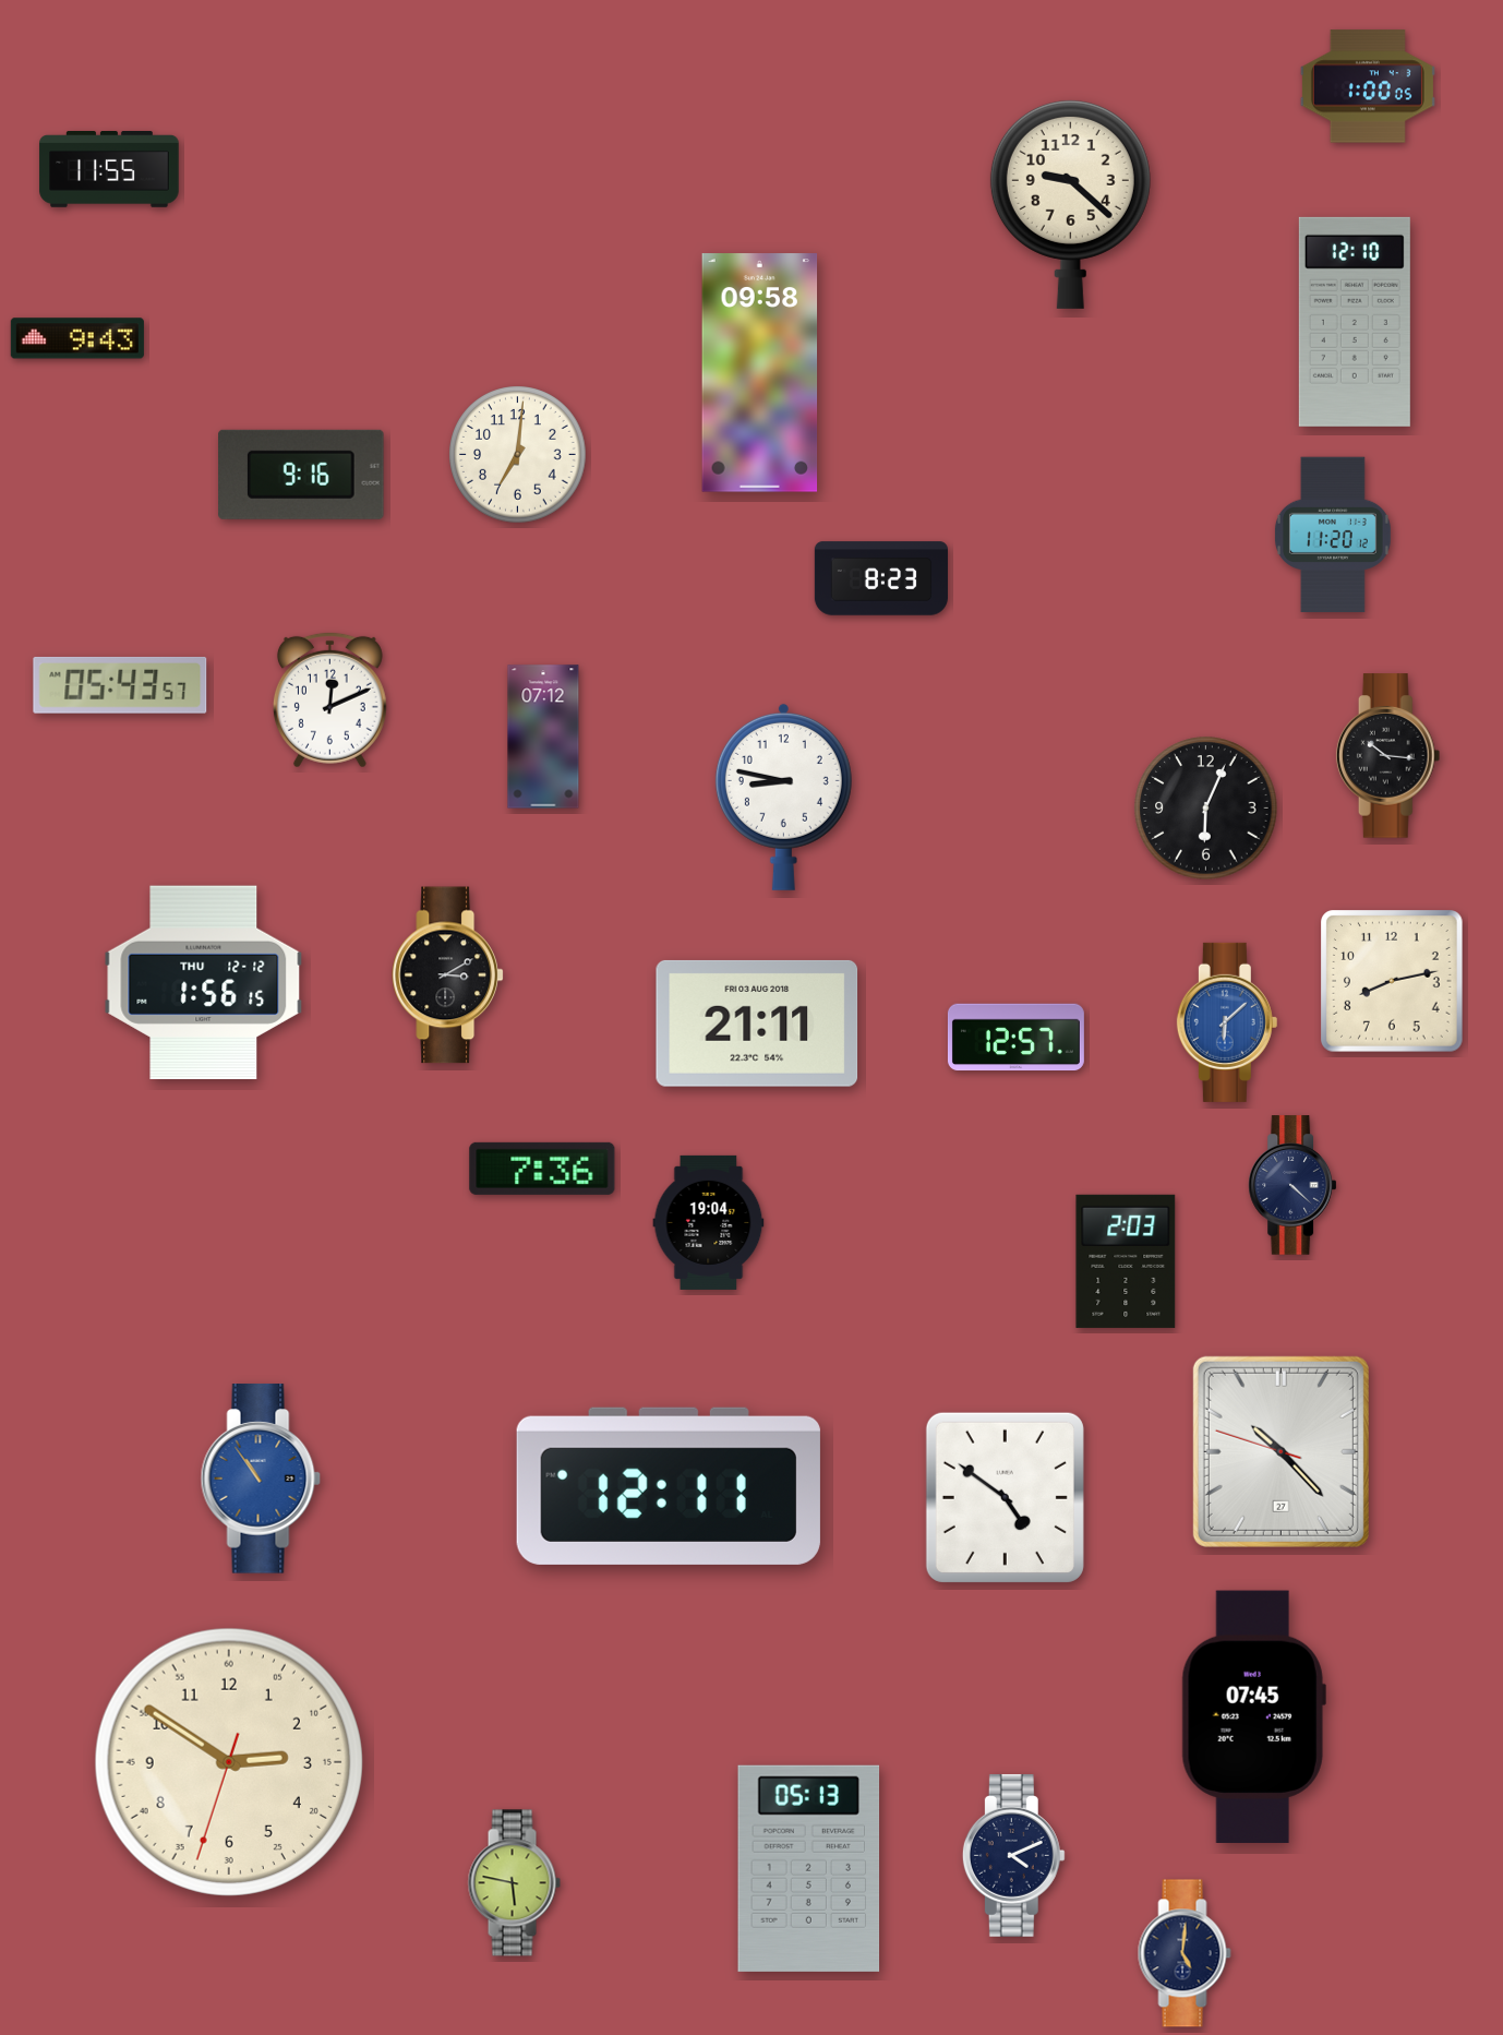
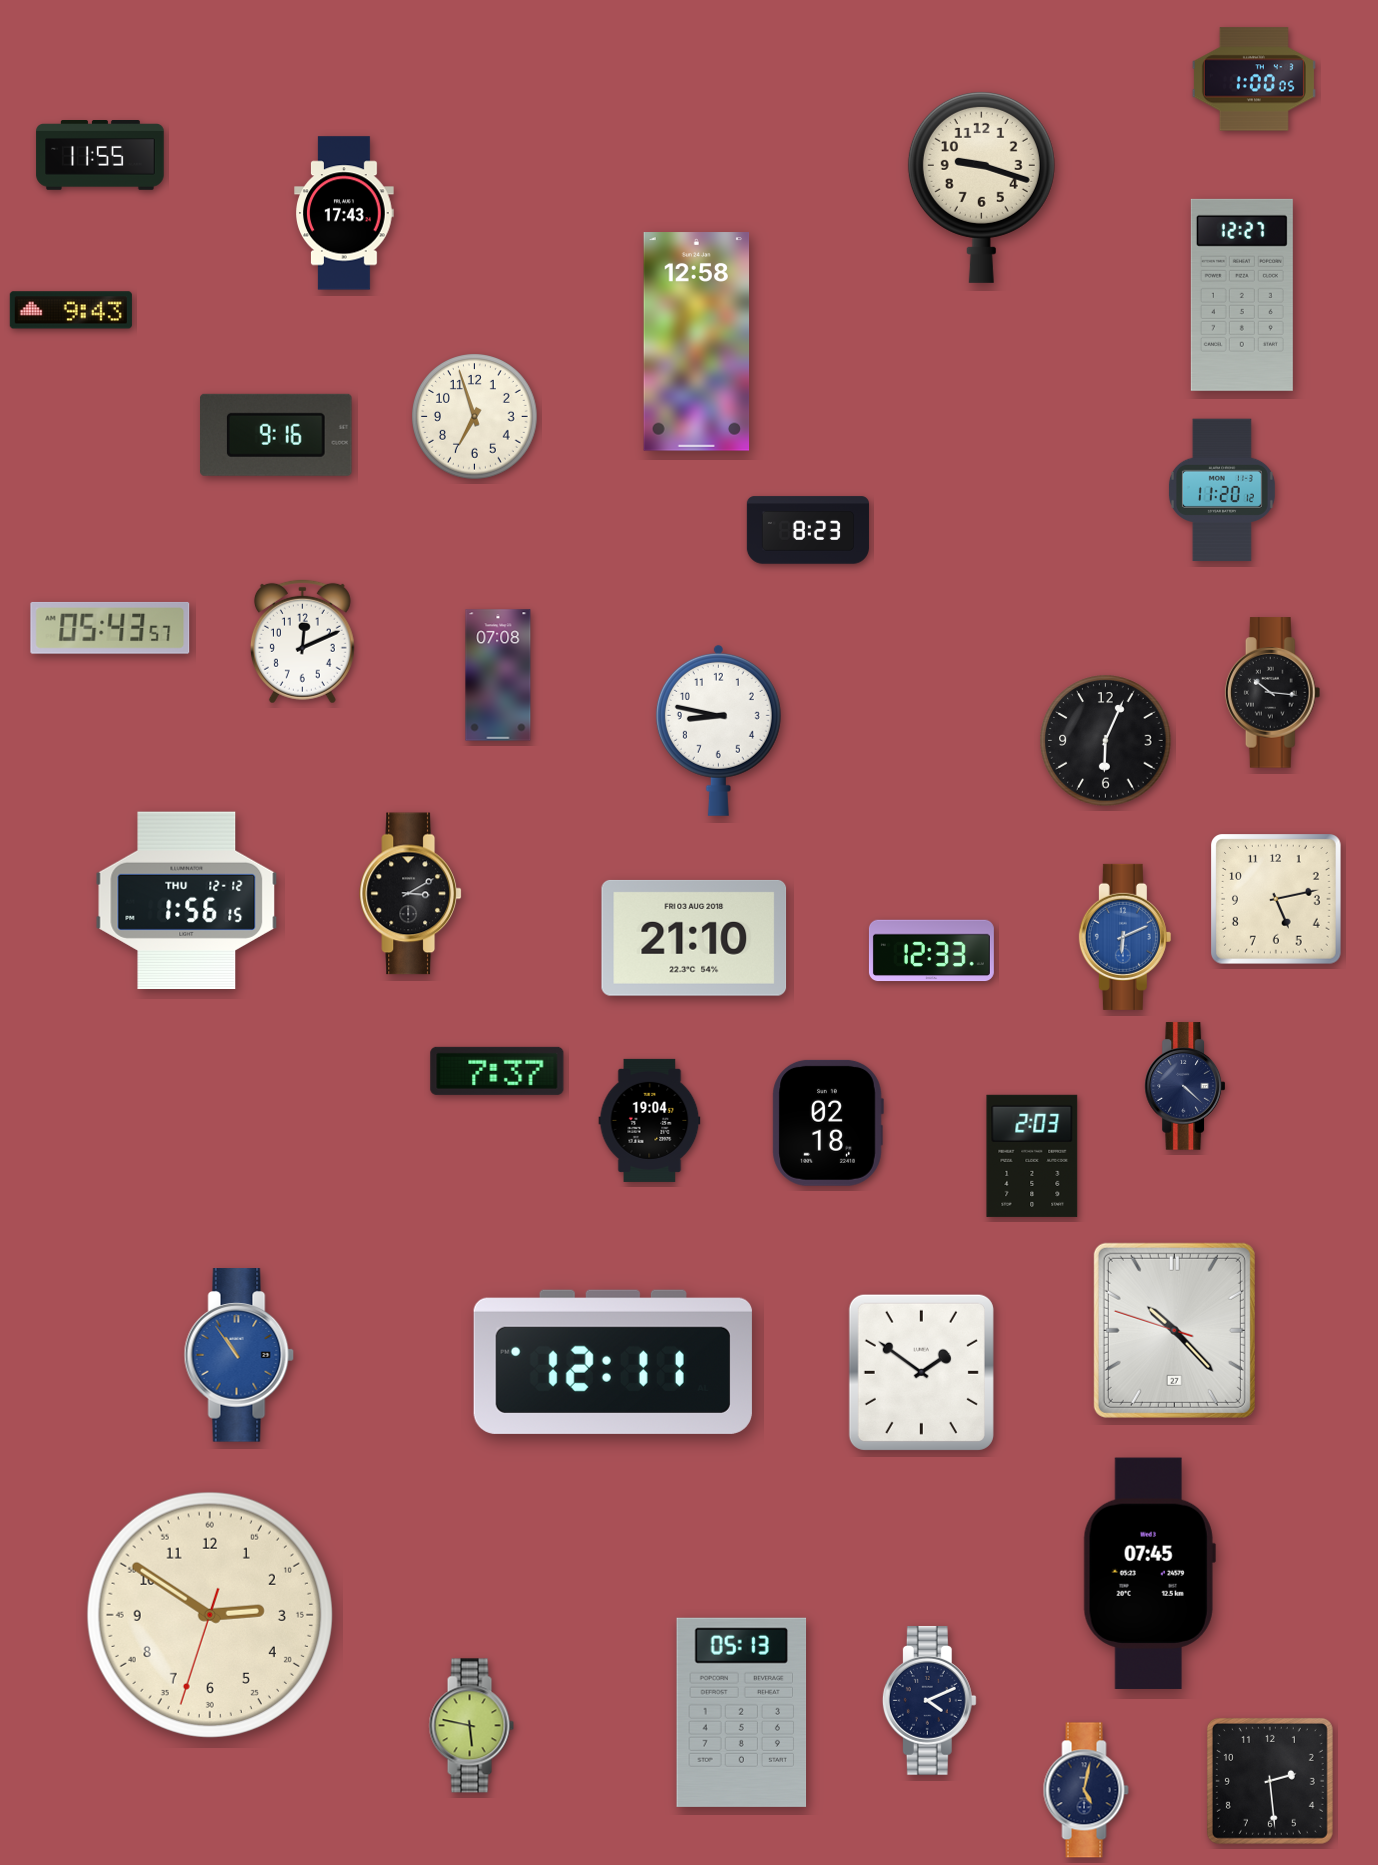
clock at (1070, 204): 9:22 -> 9:18
clock at (344, 213): none -> 17:43
clock at (1355, 322): 12:10 -> 12:27
clock at (760, 373): 09:58 -> 12:58
clock at (518, 455): 7:01 -> 6:57
clock at (543, 737): 07:12 -> 07:08
clock at (1393, 982): 8:13 -> 5:13
clock at (1227, 1022): 6:08 -> 6:11
clock at (757, 1024): 21:11 -> 21:10
clock at (1015, 1038): 12:57 -> 12:33
clock at (542, 1169): 7:36 -> 7:37
clock at (828, 1123): none -> 02:18
clock at (1005, 1497): 4:51 -> 1:51
clock at (1270, 1781): none -> 2:29
clock at (1185, 1953): 5:01 -> 5:02
